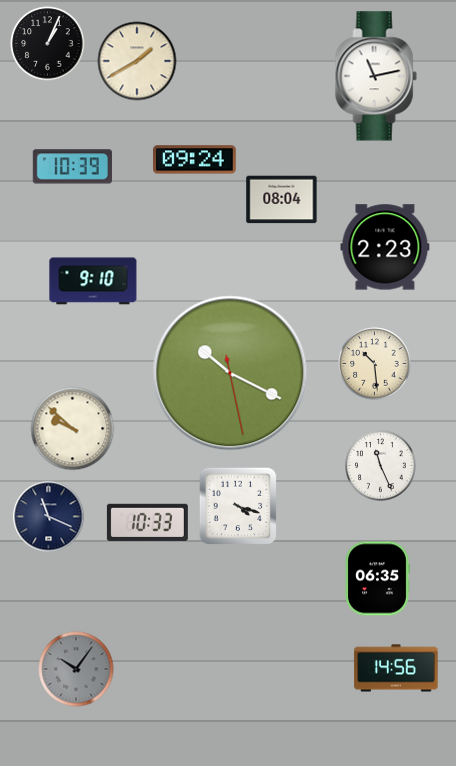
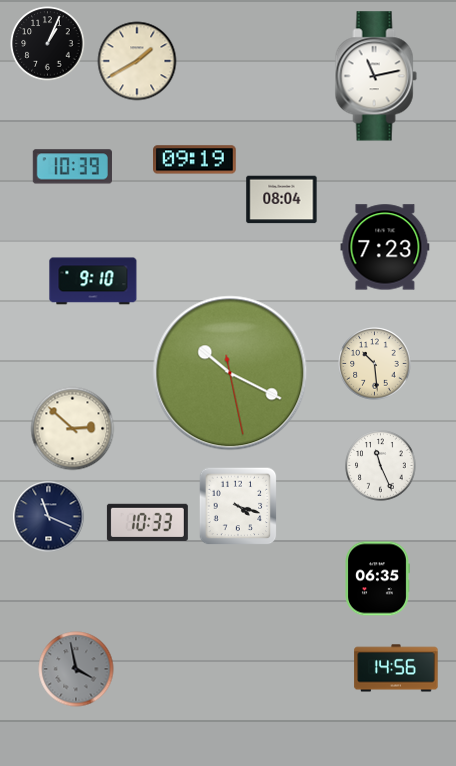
clock at (195, 160): 09:24 -> 09:19
clock at (385, 247): 2:23 -> 7:23
clock at (73, 429): 9:52 -> 2:52
clock at (76, 669): 10:06 -> 3:58
